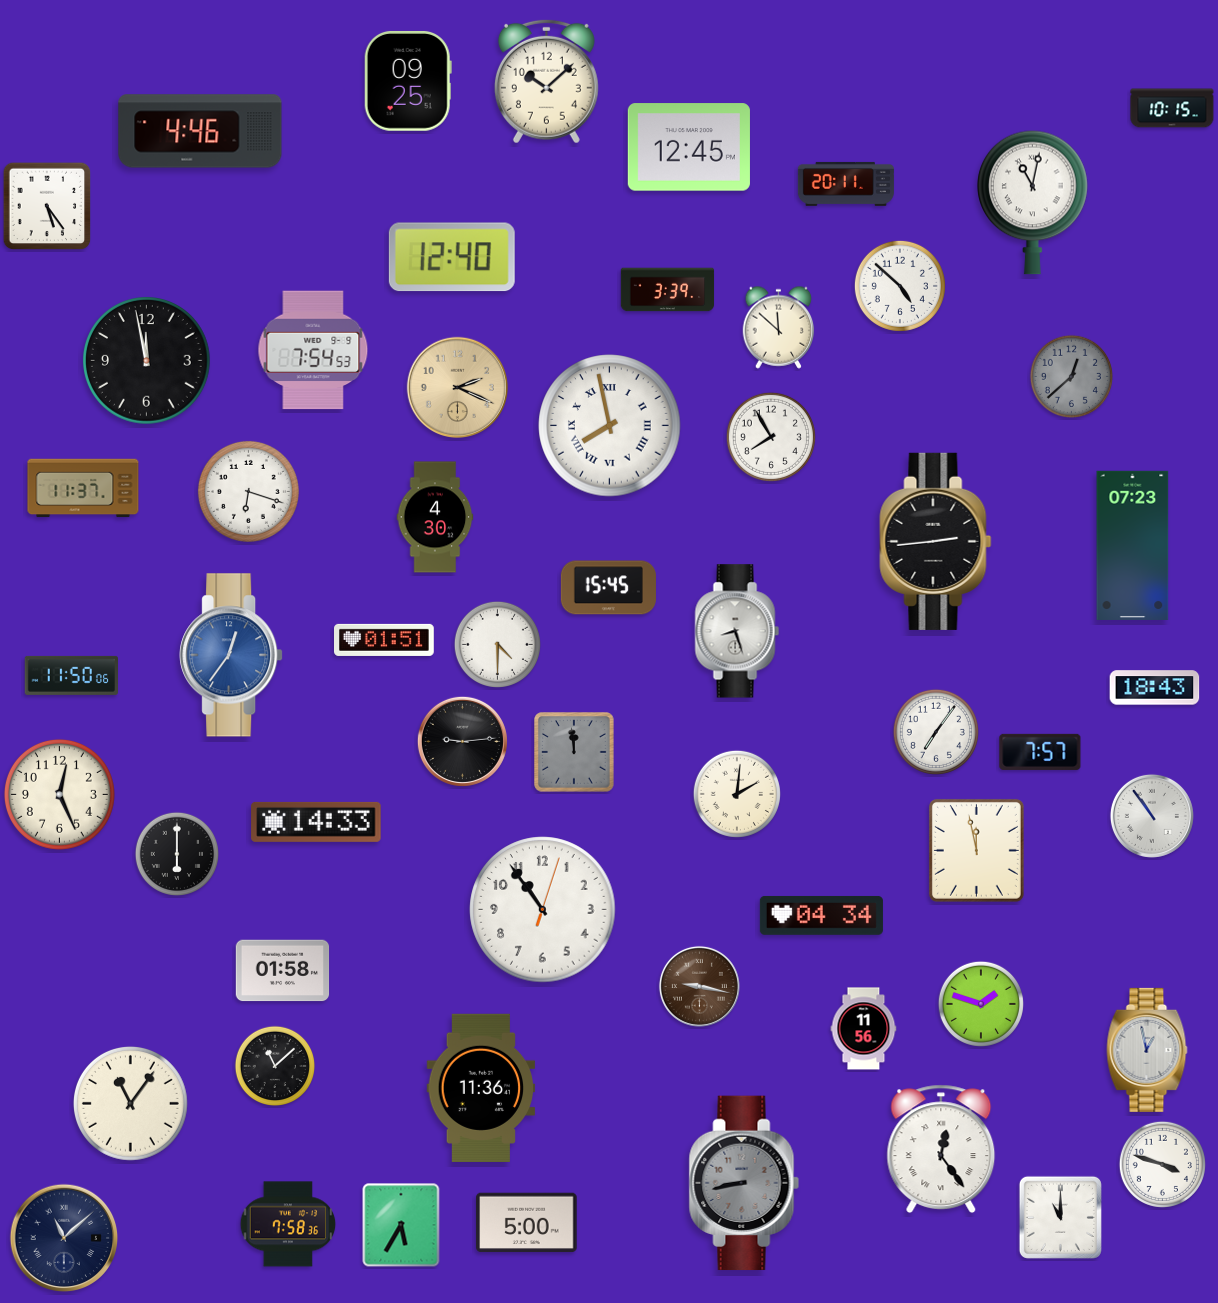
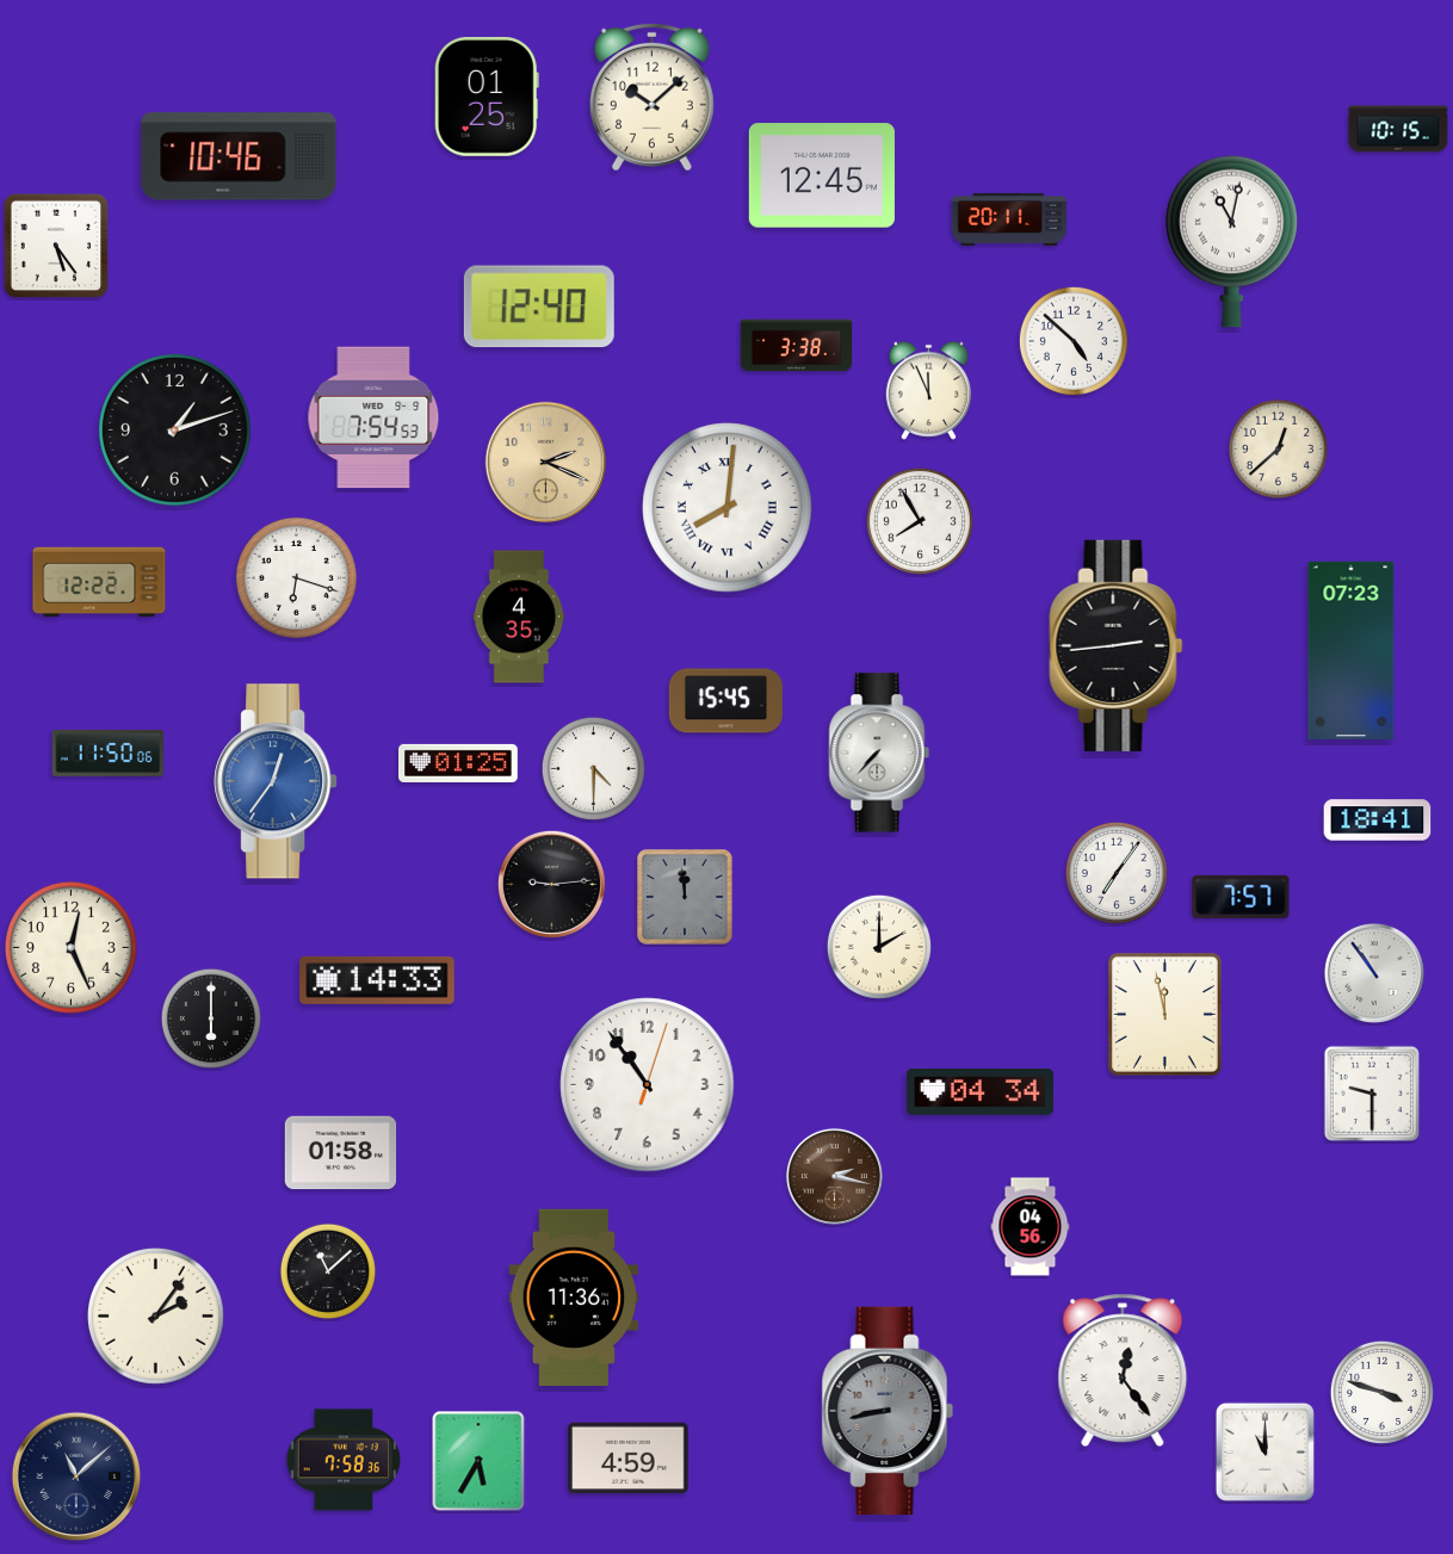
clock at (408, 81): 09:25 -> 01:25
clock at (200, 131): 4:46 -> 10:46
clock at (668, 290): 3:39 -> 3:38
clock at (779, 327): 11:52 -> 11:56
clock at (147, 361): 11:58 -> 1:12
clock at (1071, 376) dial: grey -> cream
clock at (610, 426): 7:58 -> 8:01
clock at (83, 488): 11:37 -> 12:22
clock at (248, 491) position: (248, 491) -> (296, 577)
clock at (435, 517): 4:30 -> 4:35
clock at (737, 631): 8:27 -> 7:37
clock at (385, 640): 01:51 -> 01:25
clock at (71, 675) position: (71, 675) -> (107, 753)
clock at (1155, 688): 18:43 -> 18:41
clock at (737, 794): 2:01 -> 2:00
clock at (1371, 1092): none -> 9:30
clock at (283, 971) position: (283, 971) -> (341, 1153)
clock at (699, 986): 9:17 -> 2:17
clock at (981, 1004): 1:48 -> none
clock at (864, 1029): 11:56 -> 04:56
clock at (1147, 1050): 12:58 -> none
clock at (130, 1103): 11:06 -> 2:06
clock at (1162, 1164) position: (1162, 1164) -> (1381, 1392)
clock at (527, 1223): 5:00 -> 4:59
